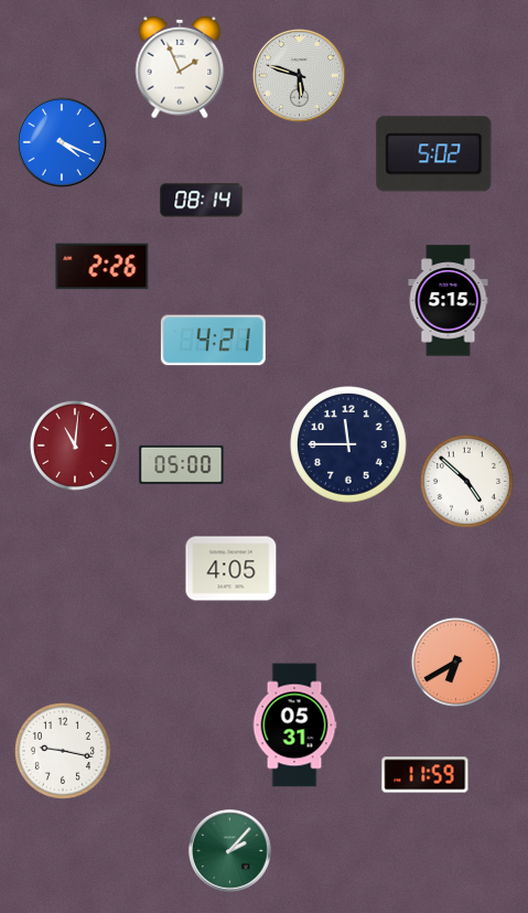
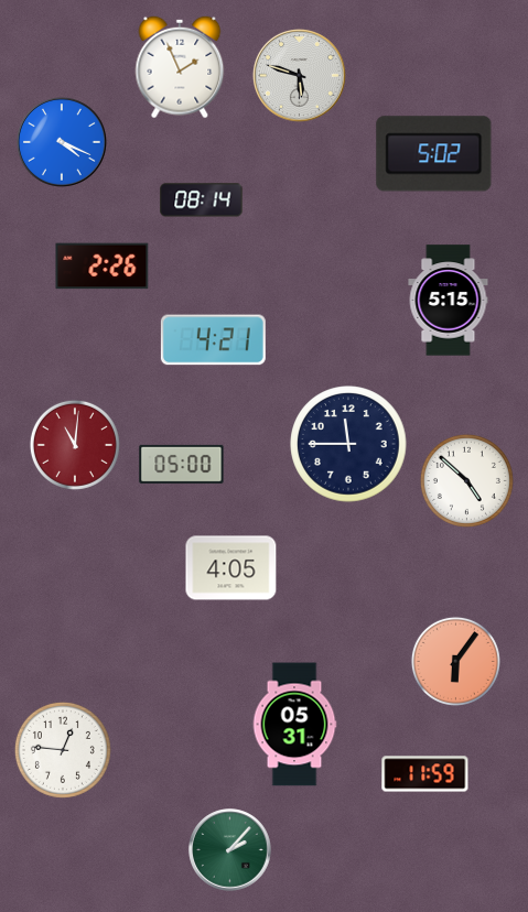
clock at (455, 662): 6:40 -> 6:06
clock at (63, 751): 9:17 -> 12:46
